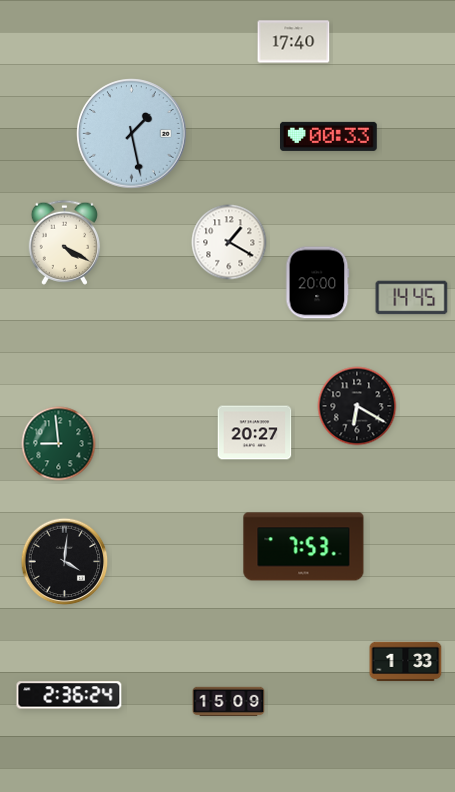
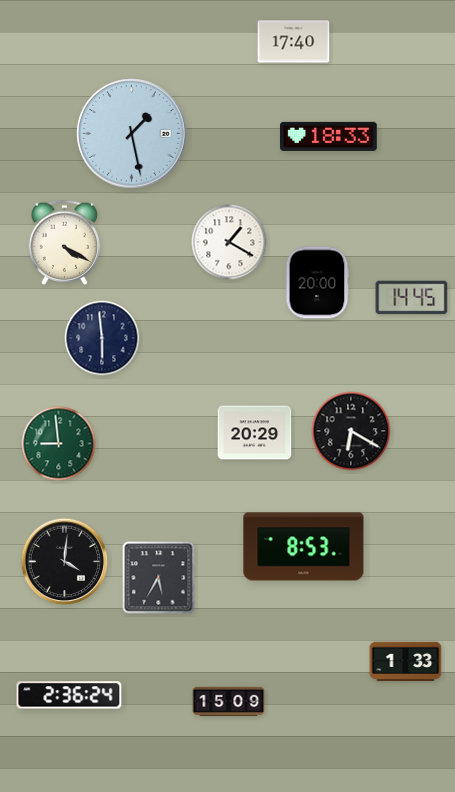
clock at (329, 136): 00:33 -> 18:33
clock at (102, 338): none -> 5:59
clock at (357, 406) position: (357, 406) -> (351, 431)
clock at (255, 433): 20:27 -> 20:29
clock at (304, 547): 7:53 -> 8:53
clock at (159, 578): none -> 5:35
